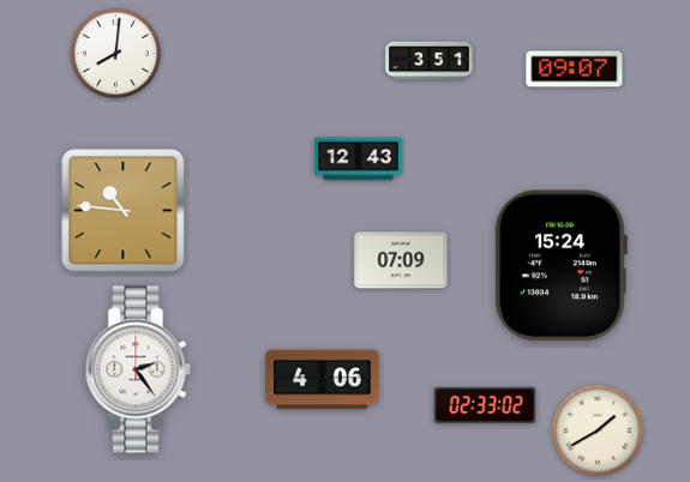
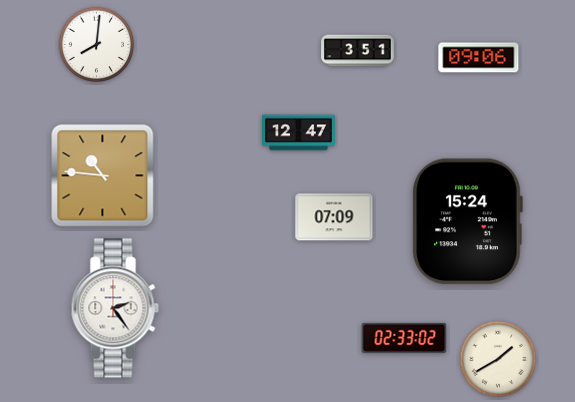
clock at (575, 70): 09:07 -> 09:06
clock at (359, 159): 12:43 -> 12:47
clock at (323, 380): 4:06 -> none
